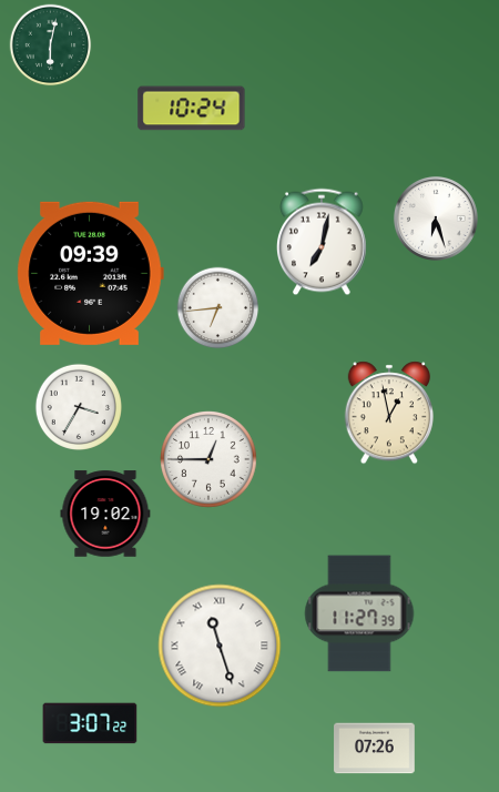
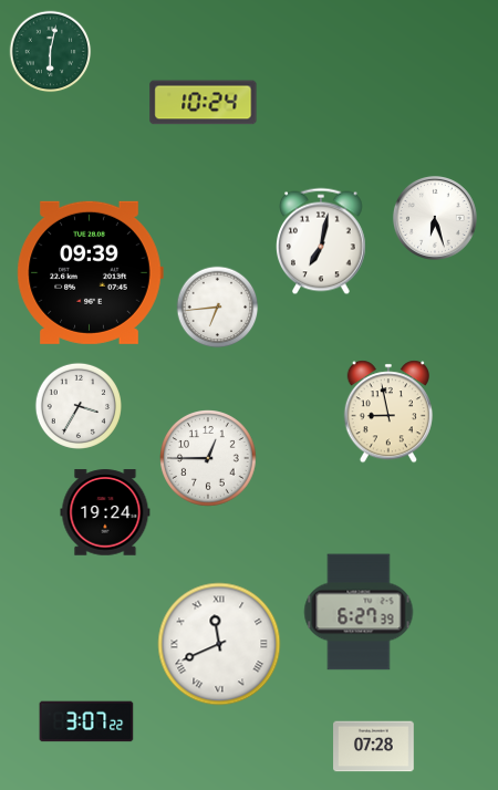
clock at (51, 45) position: (51, 45) -> (51, 52)
clock at (192, 109) position: (192, 109) -> (204, 103)
clock at (388, 413): 12:58 -> 8:58
clock at (105, 514): 19:02 -> 19:24
clock at (359, 613): 11:27 -> 6:27
clock at (220, 646): 11:27 -> 11:41
clock at (90, 723) position: (90, 723) -> (86, 721)
clock at (375, 749): 07:26 -> 07:28
